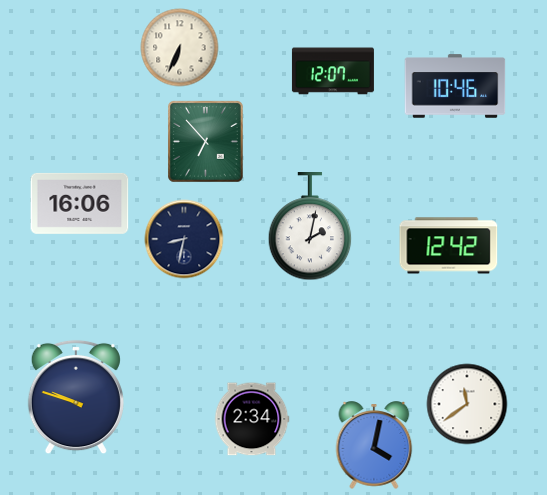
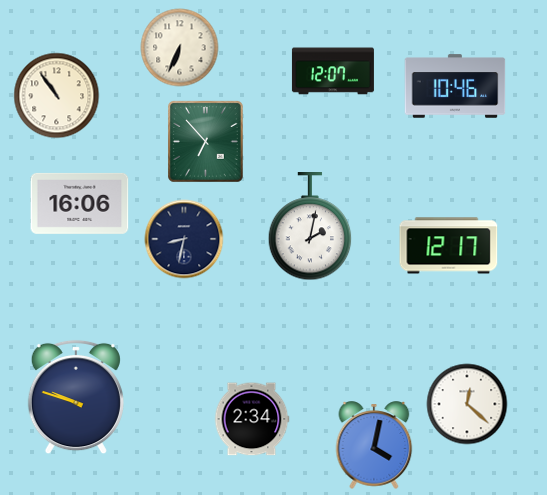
clock at (57, 96): none -> 10:54
clock at (449, 246): 12:42 -> 12:17
clock at (467, 404): 11:39 -> 12:22
